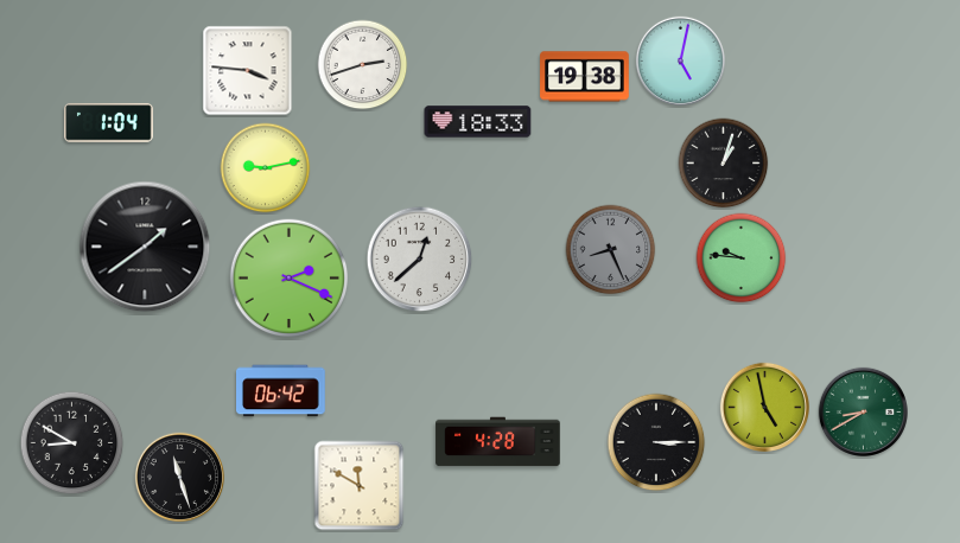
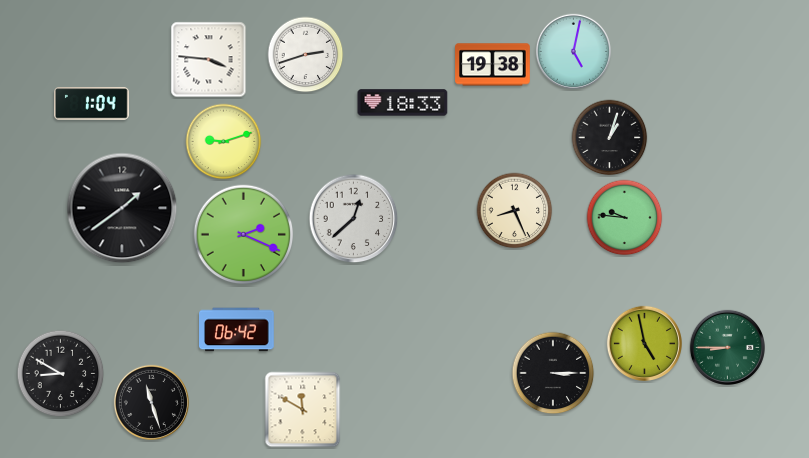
clock at (266, 168): 9:13 -> 9:12
clock at (611, 250) dial: grey -> cream
clock at (863, 411): 8:40 -> 8:45
clock at (498, 442): 4:28 -> none
